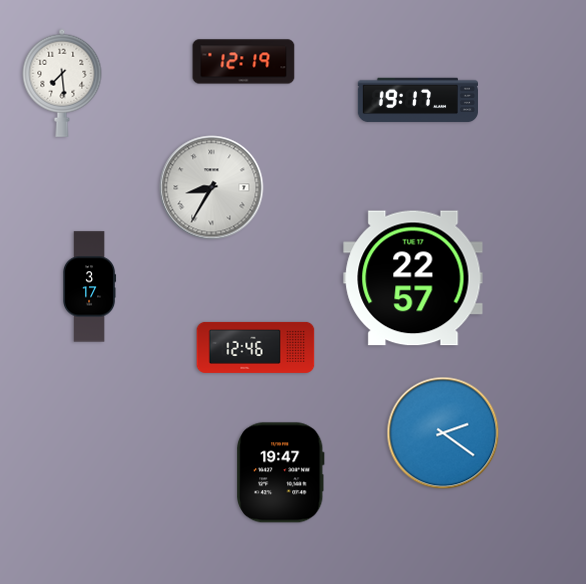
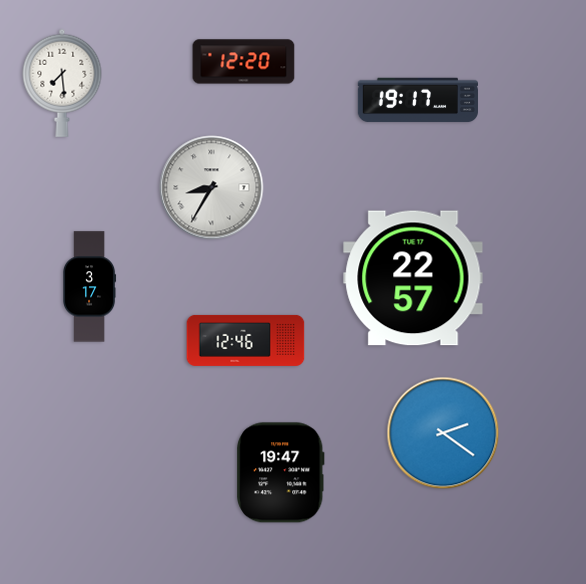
clock at (244, 62): 12:19 -> 12:20
clock at (256, 347) position: (256, 347) -> (246, 340)
